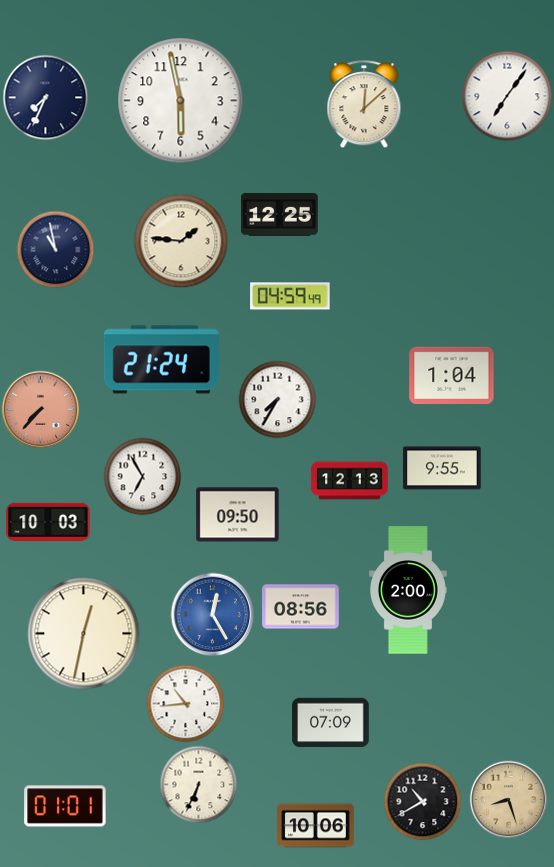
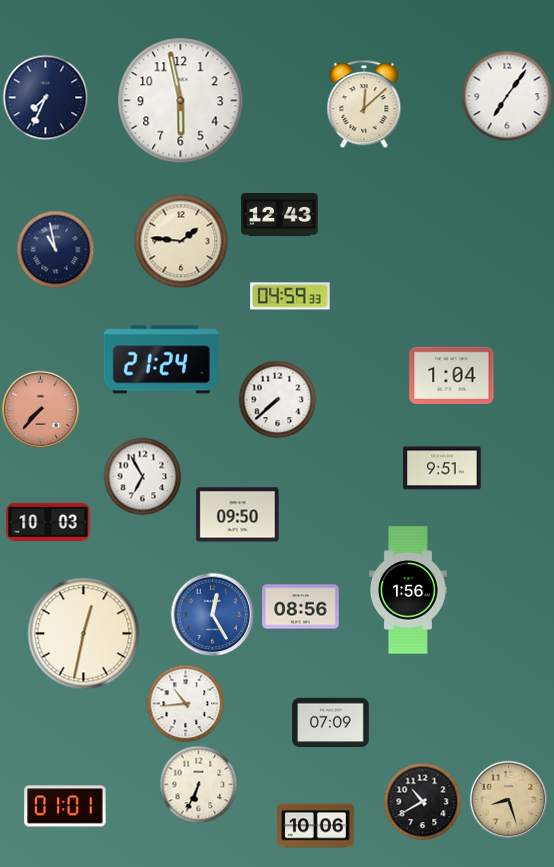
clock at (280, 215): 12:25 -> 12:43
clock at (290, 296): 04:59:49 -> 04:59:33
clock at (277, 399): 7:35 -> 7:38
clock at (442, 468): 9:55 -> 9:51
clock at (350, 481): 12:13 -> none
clock at (408, 590): 2:00 -> 1:56
